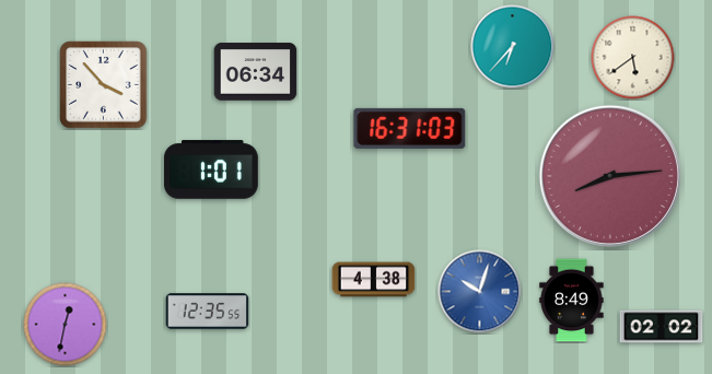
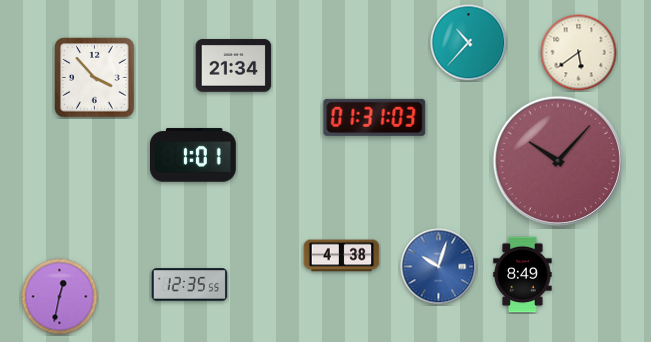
clock at (513, 47): 6:37 -> 10:37
clock at (256, 72): 06:34 -> 21:34
clock at (410, 128): 16:31 -> 01:31
clock at (610, 176): 8:14 -> 10:07
clock at (662, 327): 02:02 -> none
